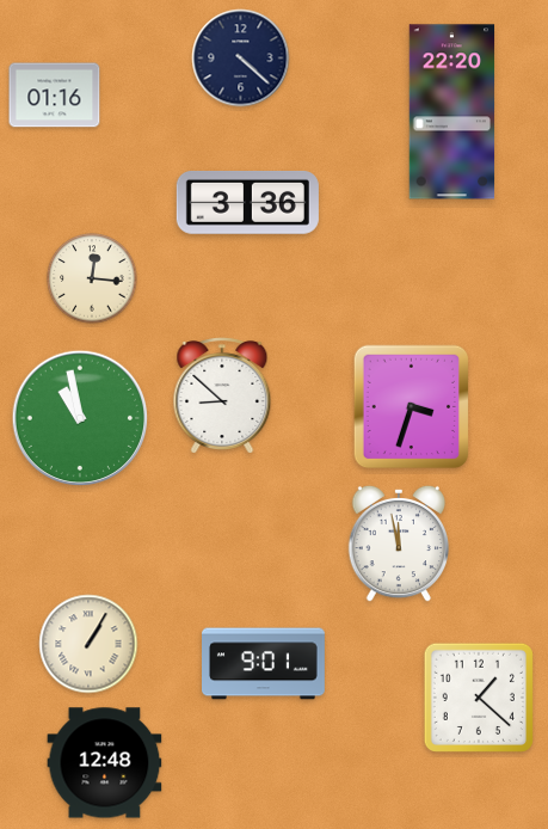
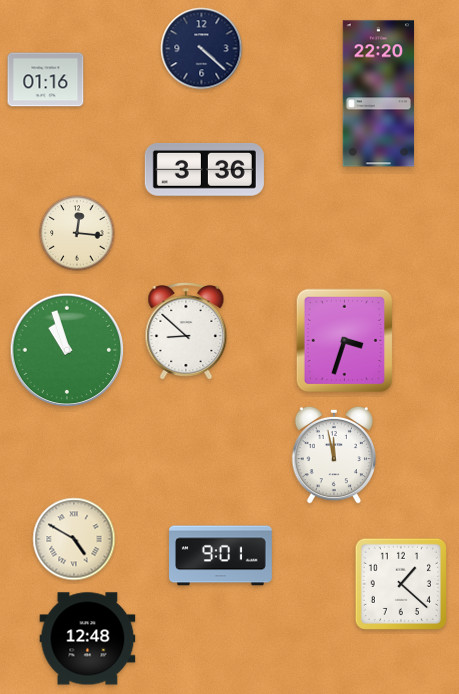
clock at (247, 202) position: (247, 202) -> (204, 169)
clock at (80, 418): 10:58 -> 10:57
clock at (88, 644): 1:05 -> 4:50
